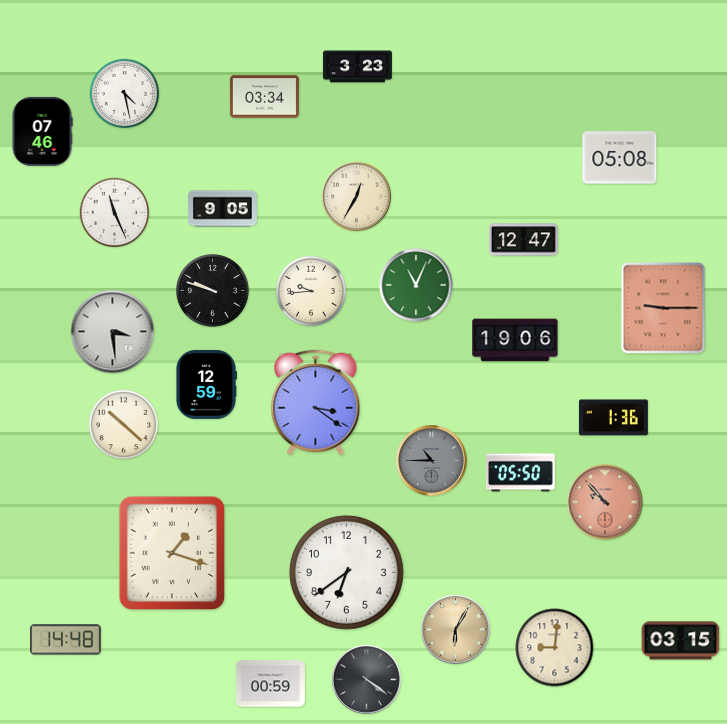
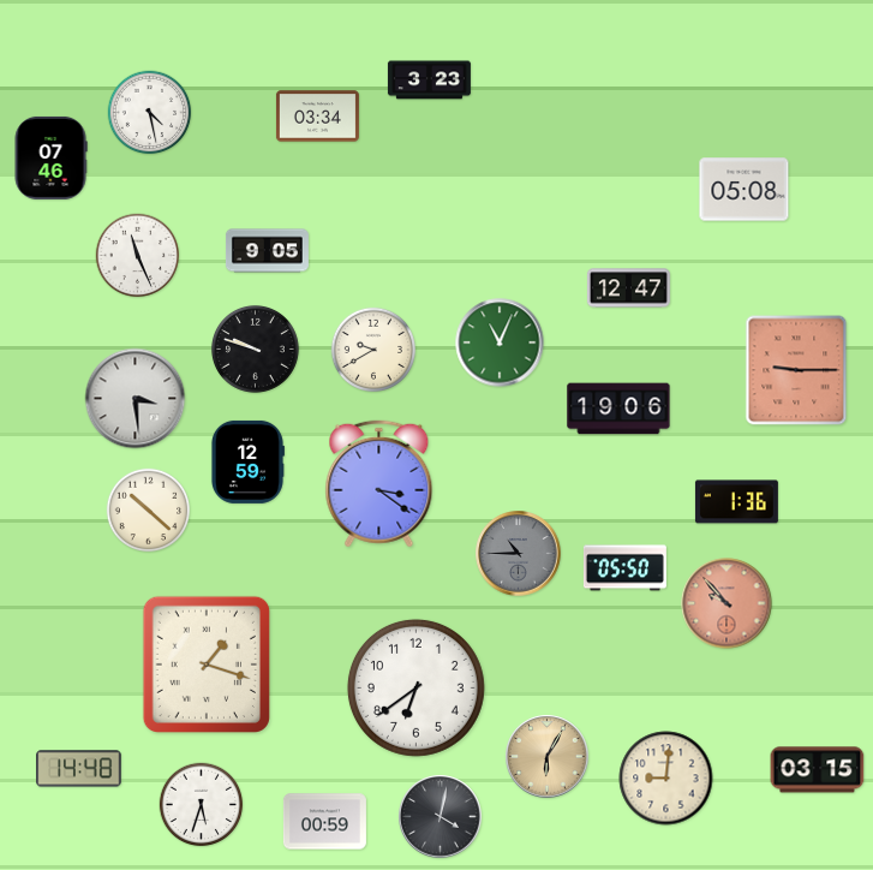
clock at (357, 197): 12:35 -> none
clock at (310, 290): 9:44 -> 9:40
clock at (202, 805): none -> 5:33
clock at (367, 680): 4:21 -> 4:02
